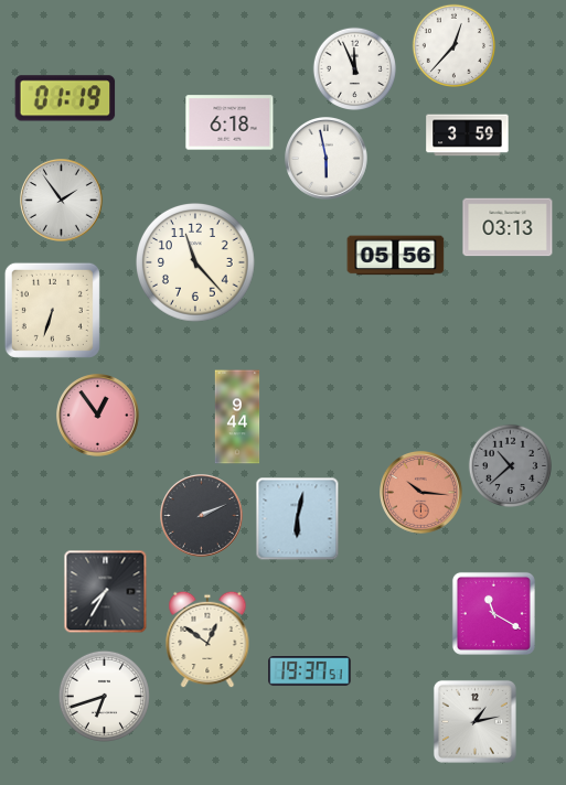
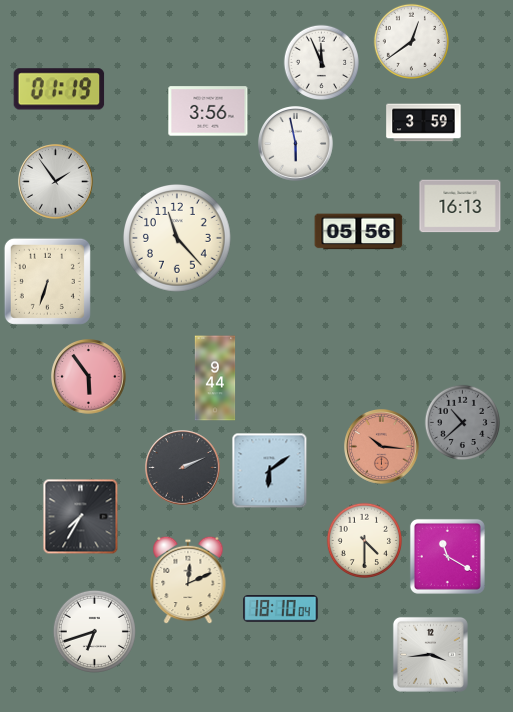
clock at (453, 45): 12:37 -> 12:39
clock at (229, 122): 6:18 -> 3:56
clock at (508, 227): 03:13 -> 16:13
clock at (98, 416): 12:54 -> 5:54
clock at (298, 519): 6:02 -> 6:09
clock at (106, 592) position: (106, 592) -> (81, 517)
clock at (364, 540): none -> 4:30
clock at (207, 639): 12:51 -> 12:11
clock at (310, 671): 19:37 -> 18:10
clock at (474, 721): 1:13 -> 3:44
